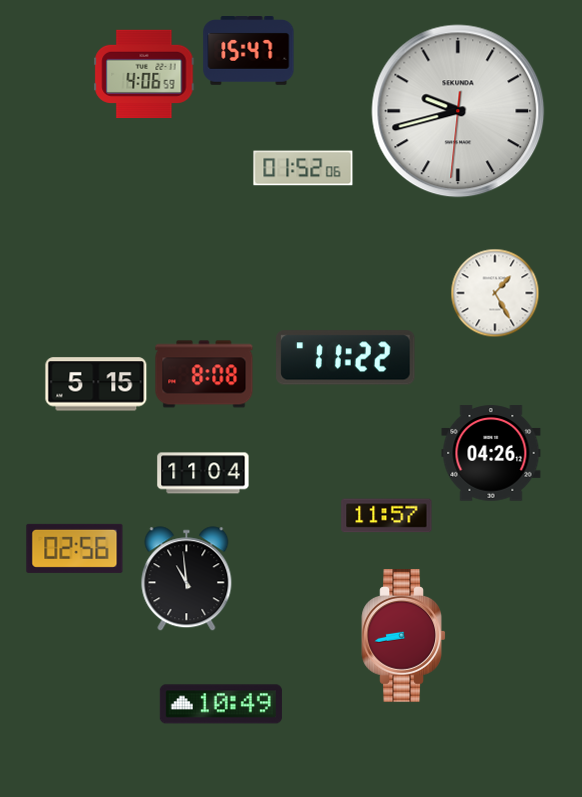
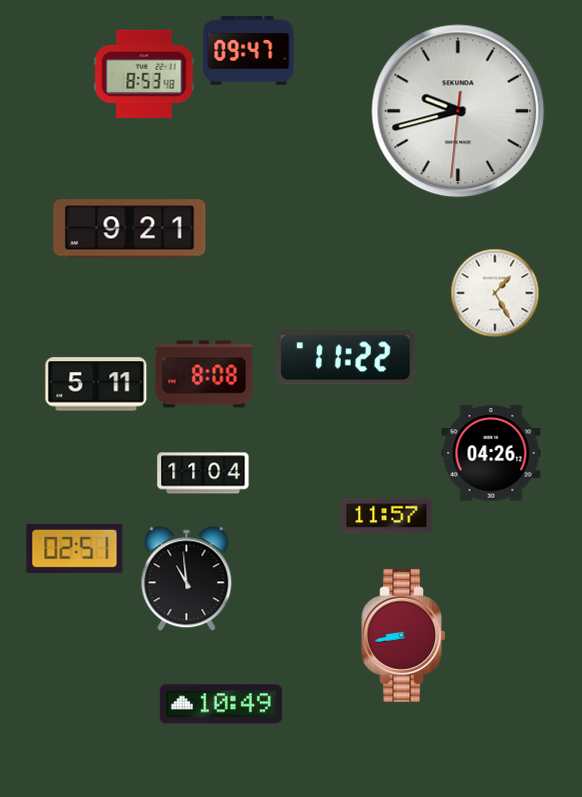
clock at (249, 51): 15:47 -> 09:47
clock at (144, 73): 4:06 -> 8:53
clock at (303, 168): 01:52 -> none
clock at (130, 229): none -> 9:21
clock at (96, 384): 5:15 -> 5:11
clock at (75, 548): 02:56 -> 02:51
